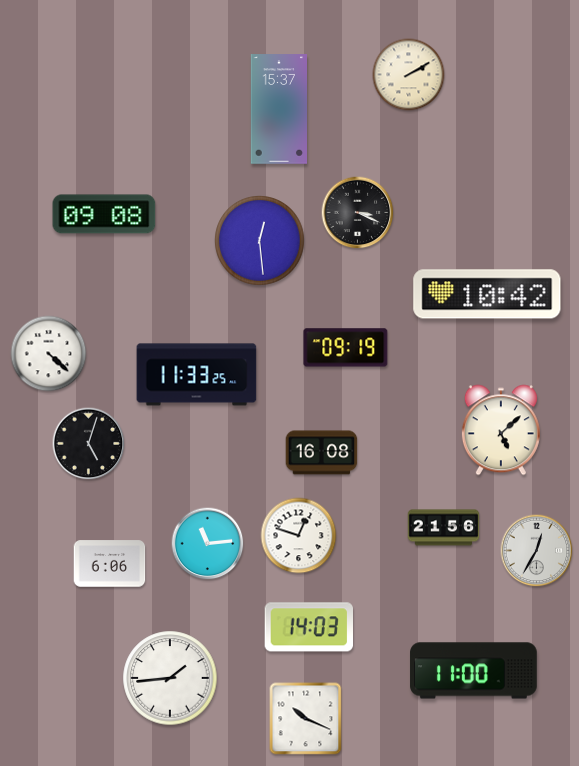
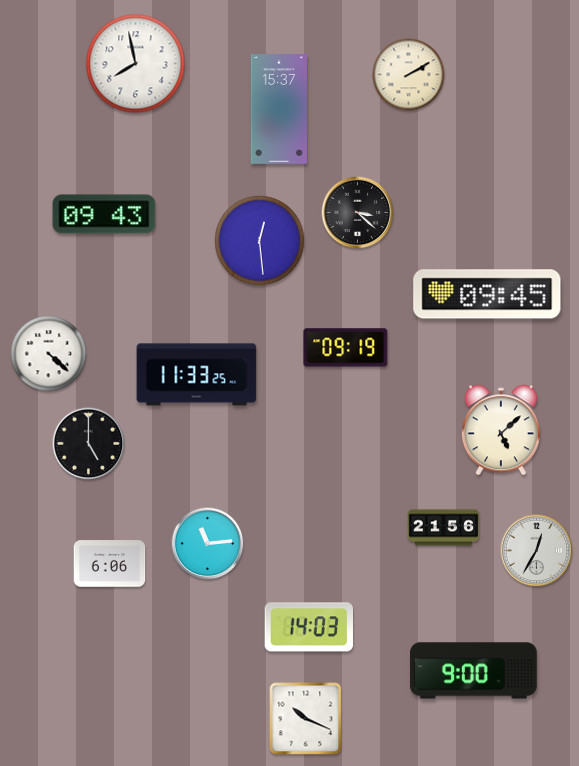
clock at (136, 64): none -> 7:58
clock at (358, 213): 3:19 -> 3:22
clock at (104, 214): 09:08 -> 09:43
clock at (487, 294): 10:42 -> 09:45
clock at (89, 444): 5:03 -> 5:00
clock at (322, 453): 16:08 -> none
clock at (299, 536): 12:48 -> none
clock at (474, 671): 11:00 -> 9:00
clock at (170, 678): 1:44 -> none
